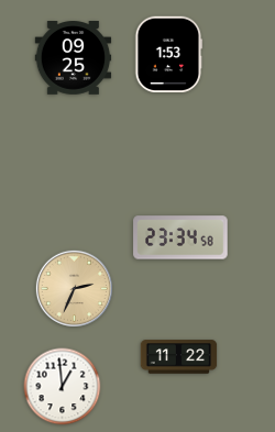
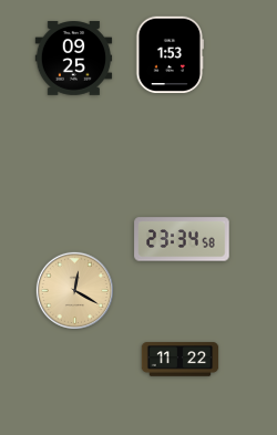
clock at (74, 288): 2:34 -> 12:20
clock at (63, 387): 12:59 -> none
